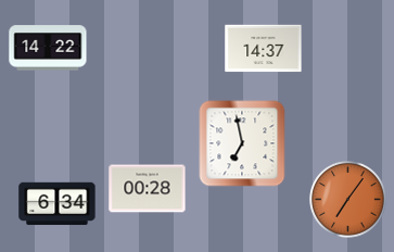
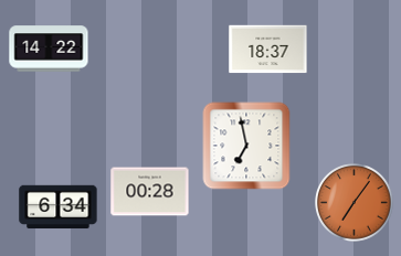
clock at (264, 49): 14:37 -> 18:37
